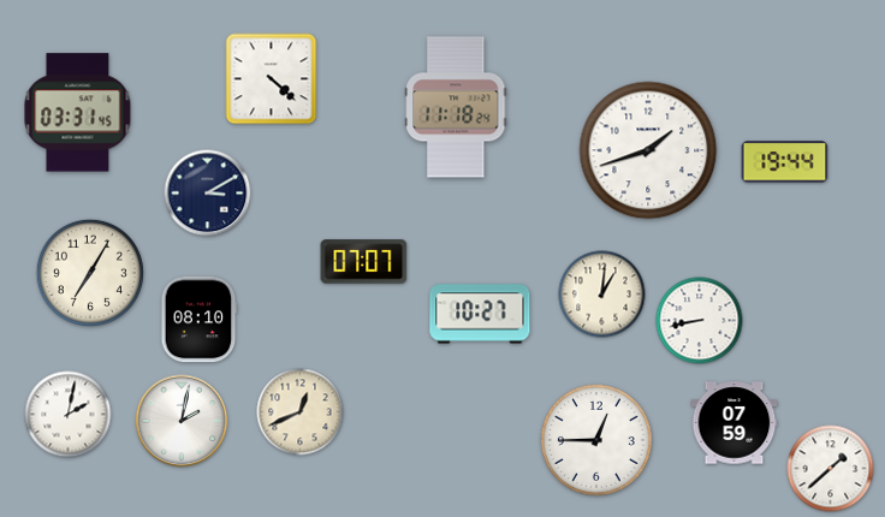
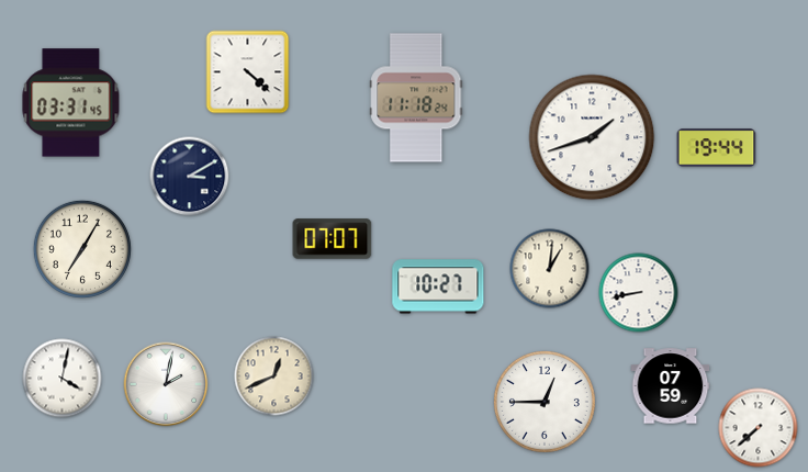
clock at (200, 320): 08:10 -> none
clock at (69, 415): 2:02 -> 4:02
clock at (831, 469): 1:38 -> 7:38
